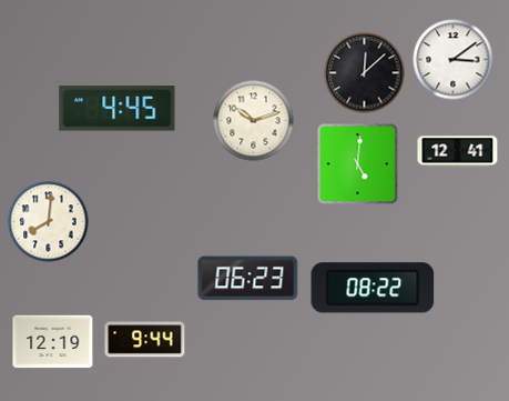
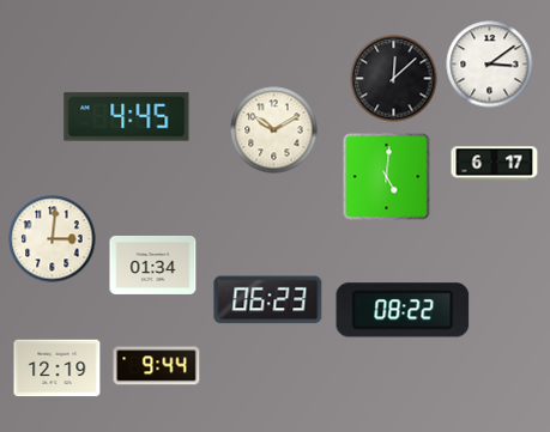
clock at (254, 121): 10:12 -> 10:10
clock at (458, 152): 12:41 -> 6:17
clock at (49, 222): 8:01 -> 3:01
clock at (153, 264): none -> 01:34
